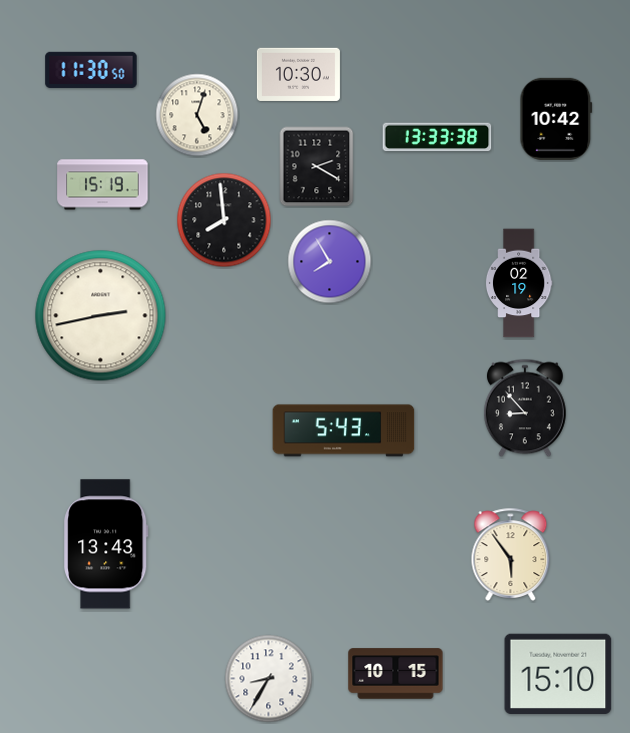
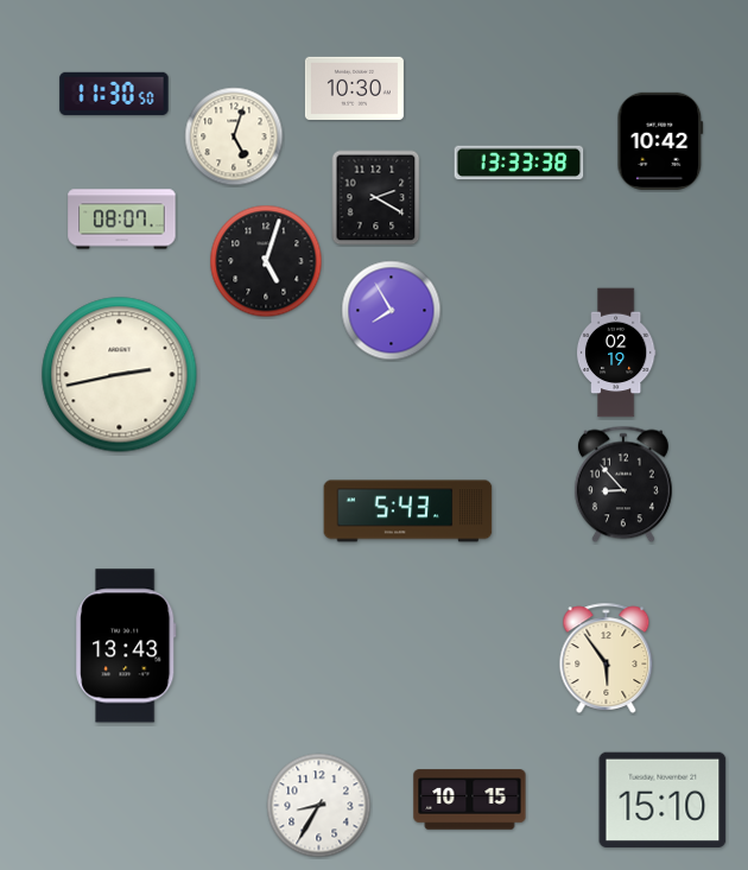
clock at (91, 69) position: (91, 69) -> (114, 93)
clock at (103, 185): 15:19 -> 08:07
clock at (224, 220): 7:59 -> 5:03
clock at (519, 283) position: (519, 283) -> (616, 353)
